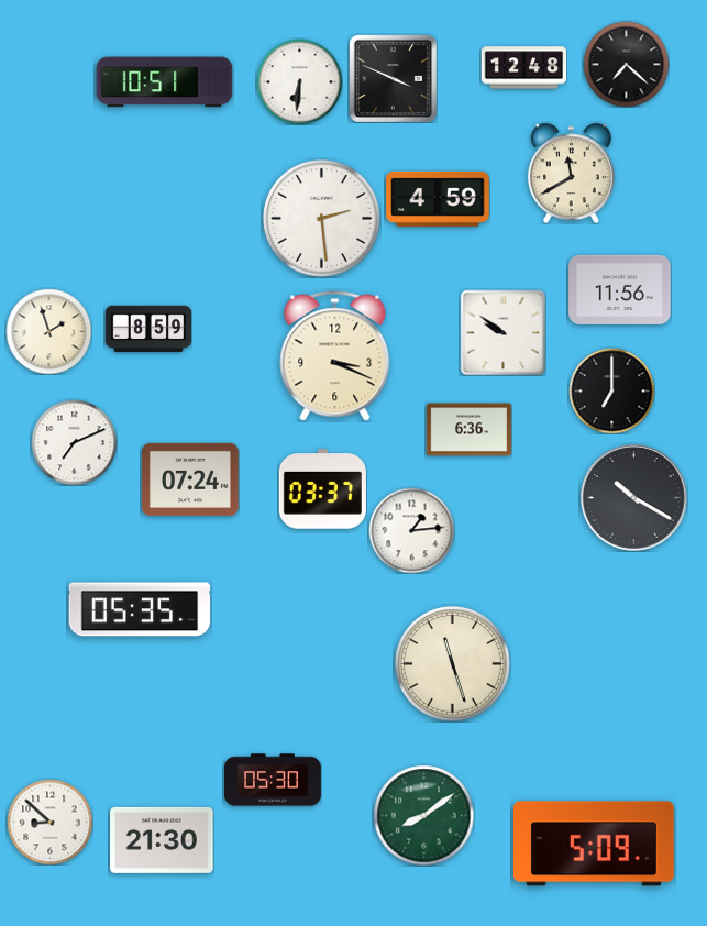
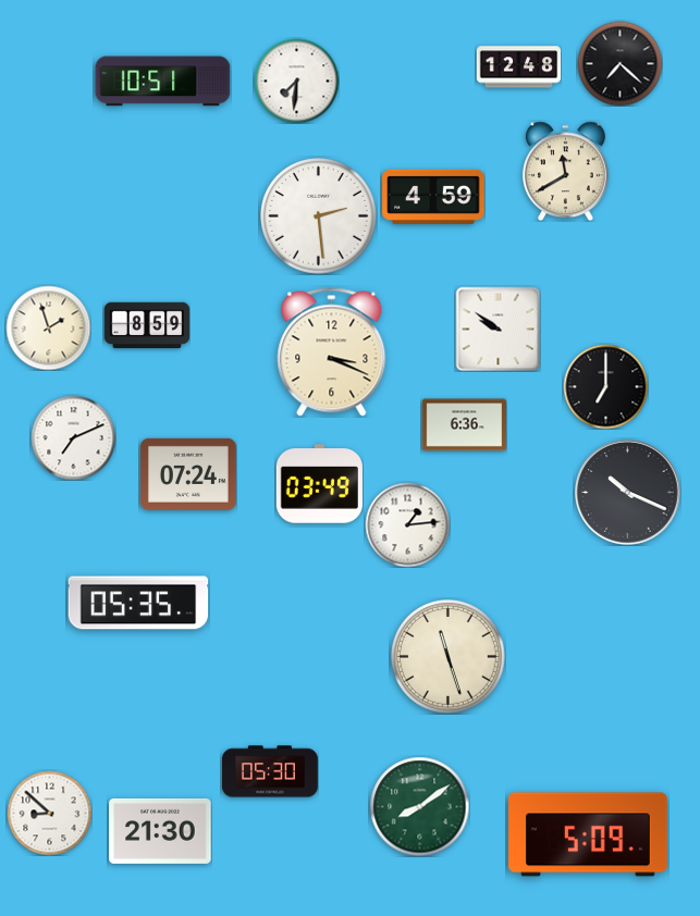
clock at (393, 78): 3:49 -> none
clock at (299, 81): 6:31 -> 7:31
clock at (620, 289): 11:56 -> none
clock at (322, 489): 03:37 -> 03:49
clock at (634, 498): 10:20 -> 10:19
